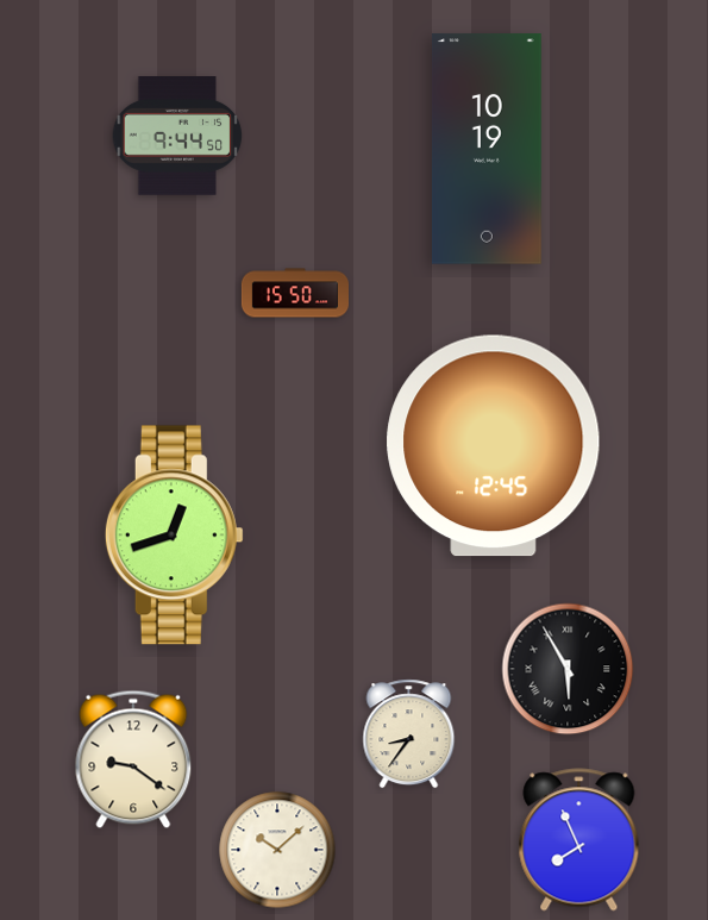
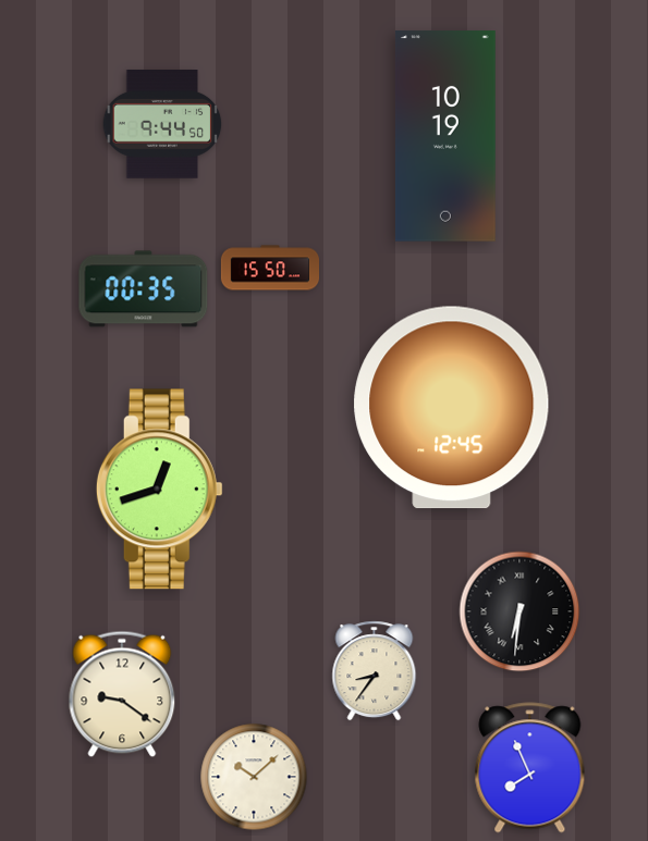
clock at (144, 289): none -> 00:35
clock at (568, 669): 5:55 -> 6:31
